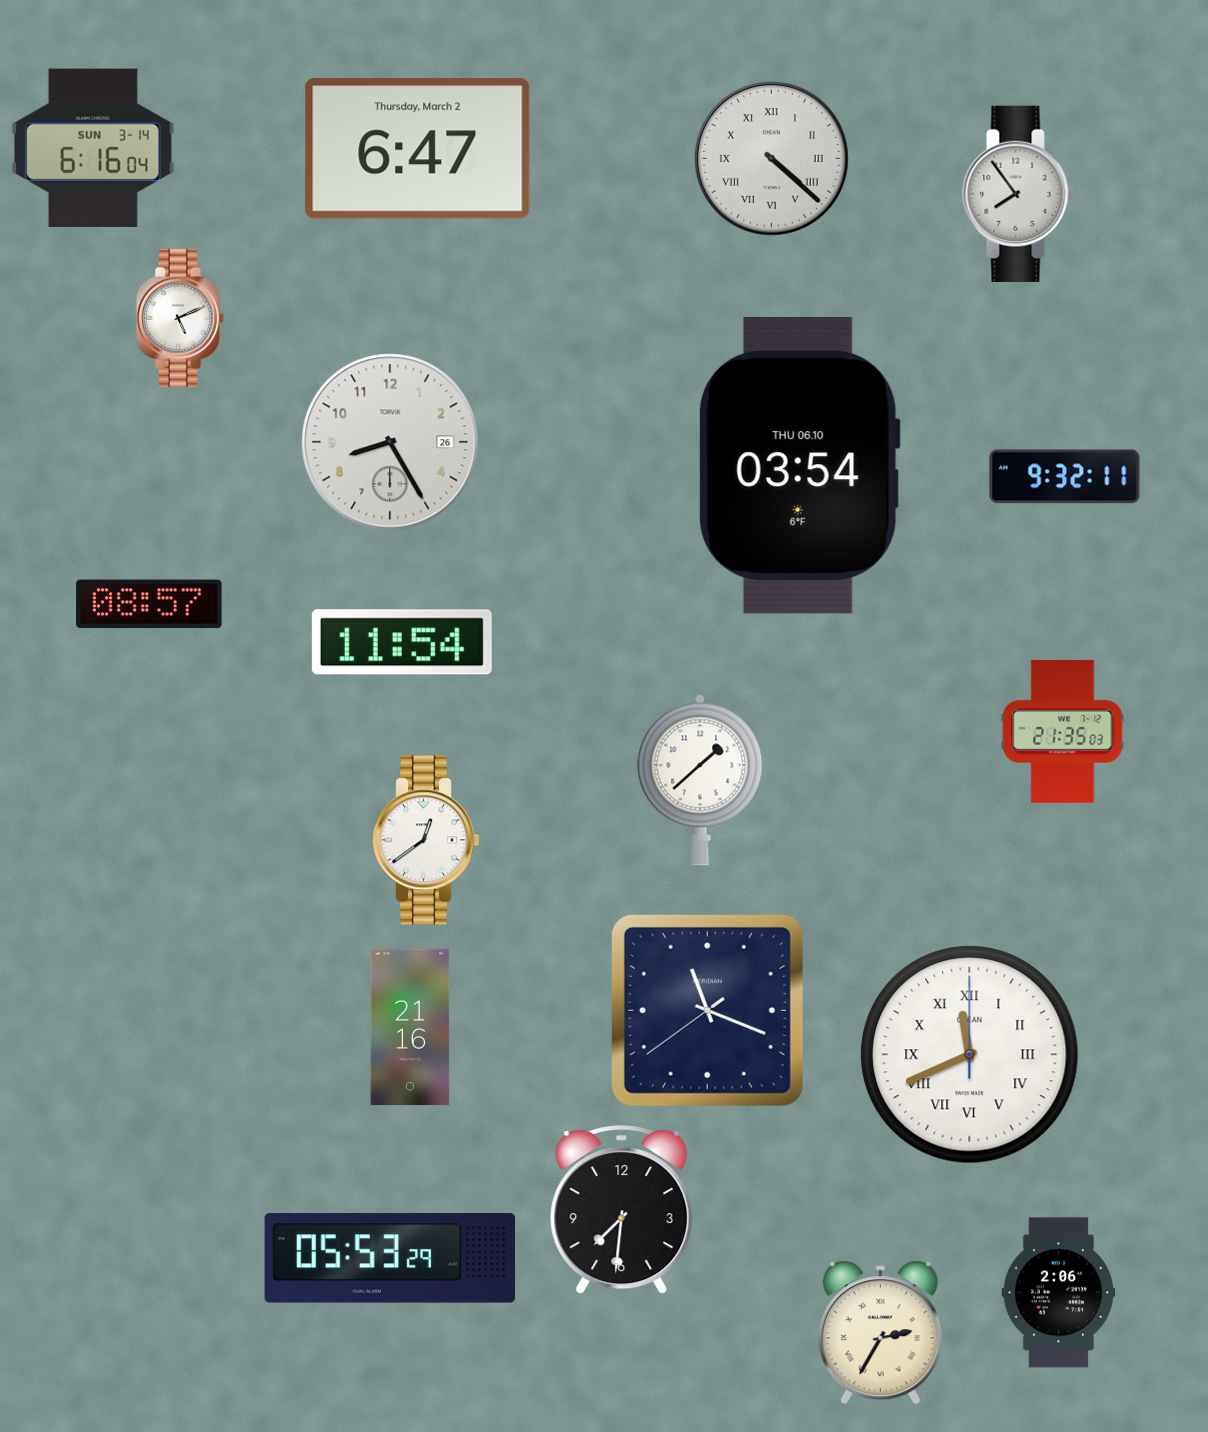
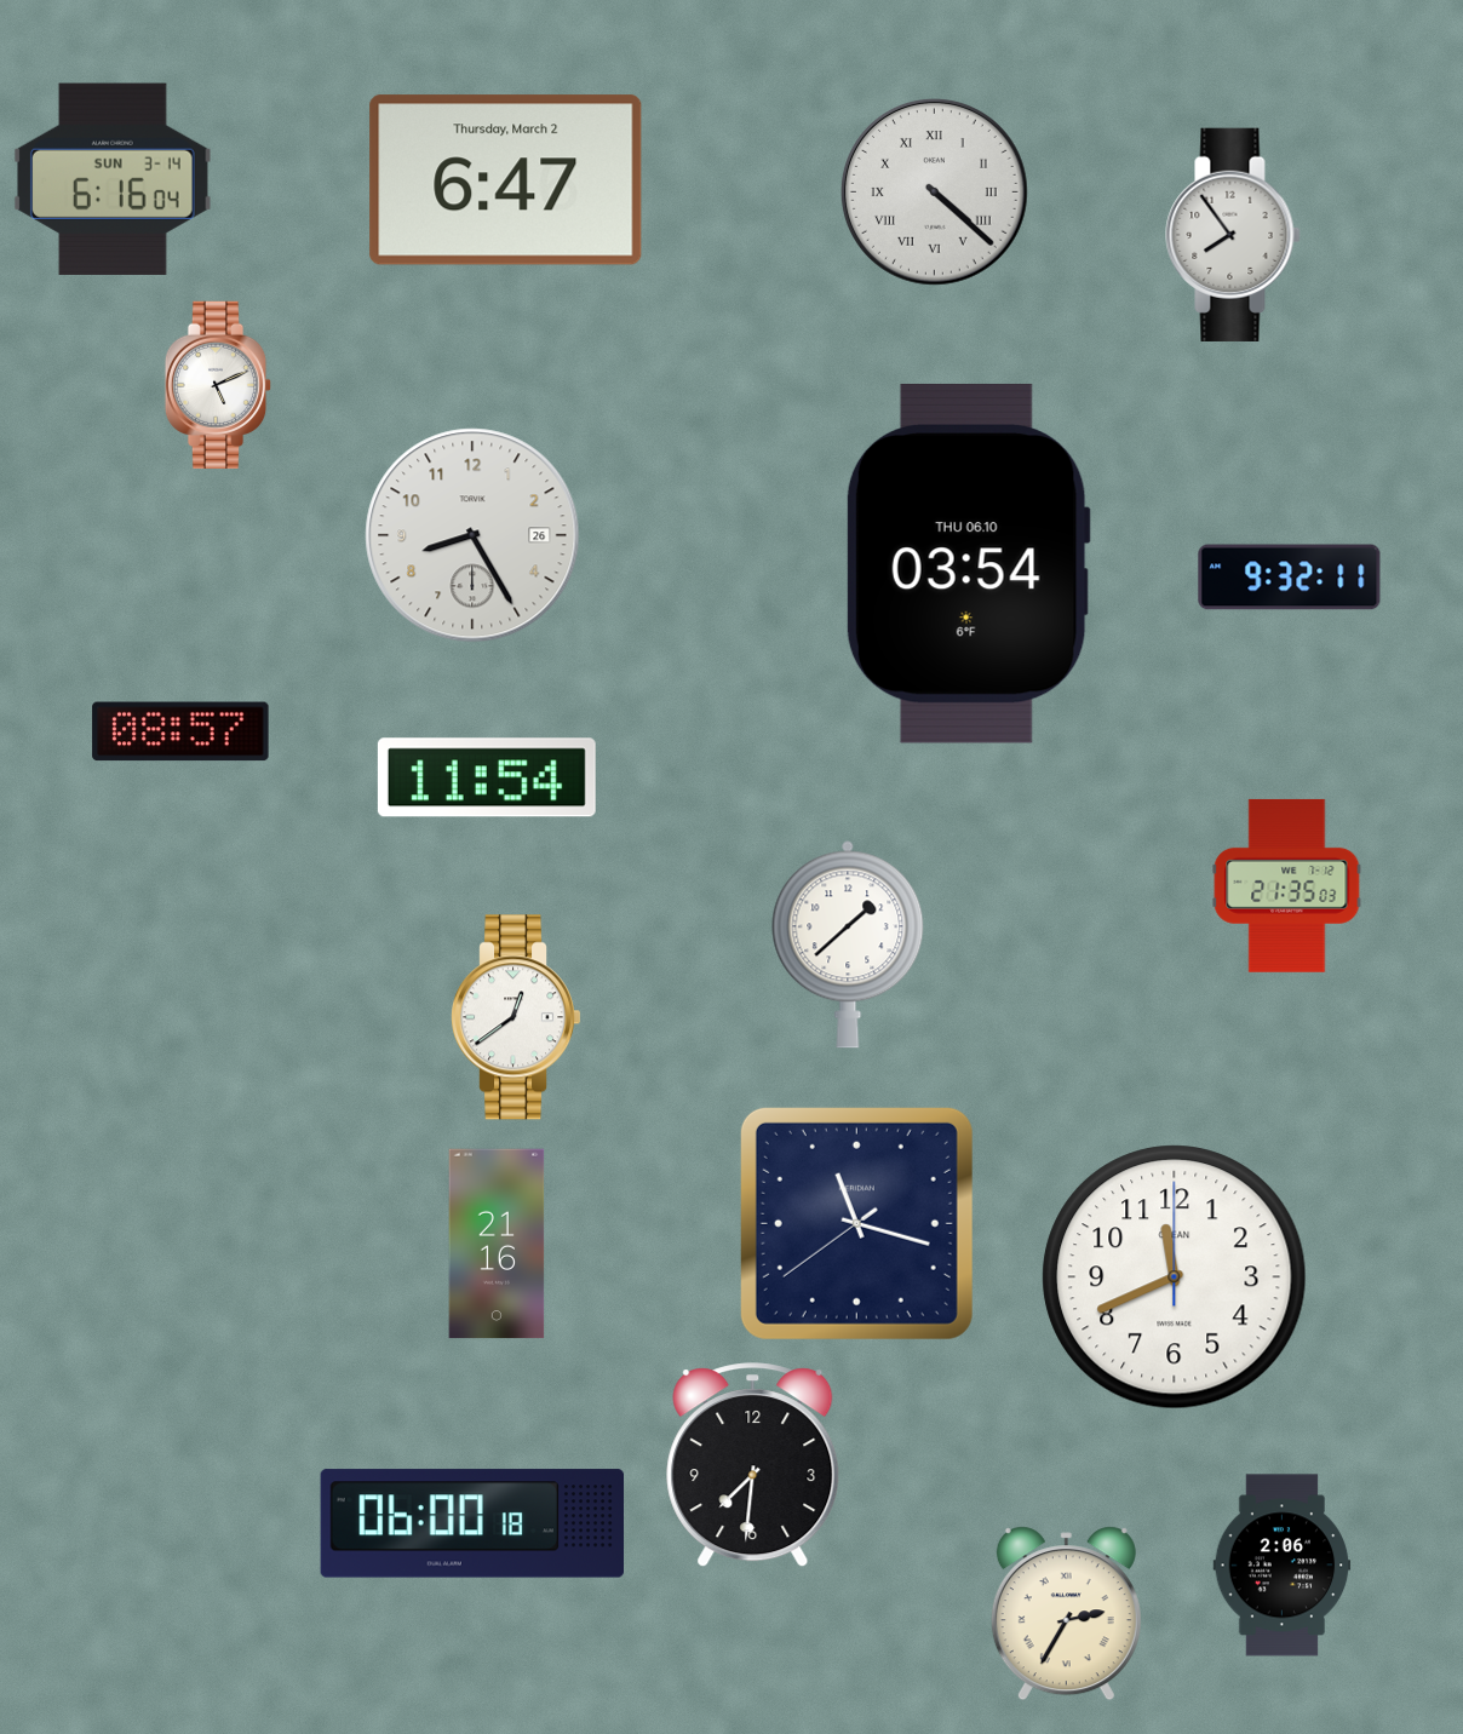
clock at (707, 1010): 11:18 -> 11:17
clock at (970, 1055) numerals: Roman -> Arabic
clock at (389, 1258): 05:53 -> 06:00
